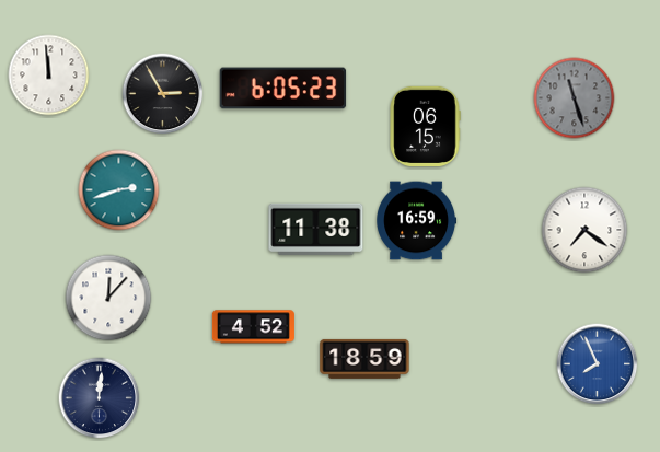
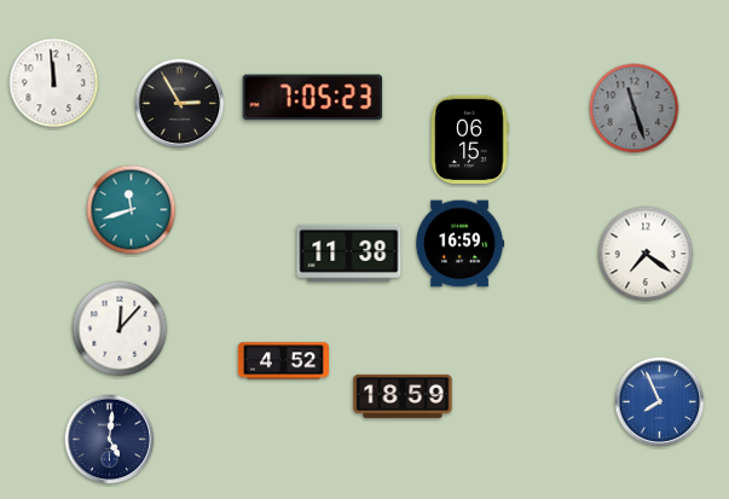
clock at (283, 89): 6:05 -> 7:05
clock at (119, 190): 2:42 -> 11:42
clock at (253, 327) position: (253, 327) -> (283, 361)
clock at (100, 398): 12:01 -> 5:01
